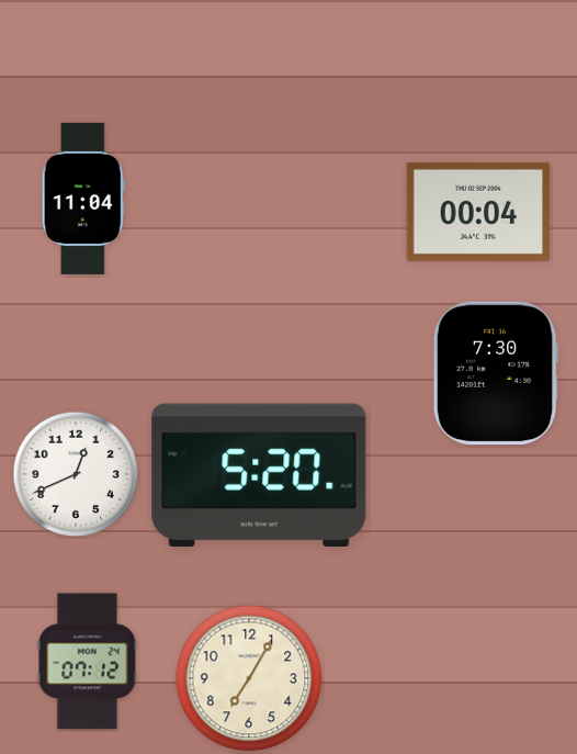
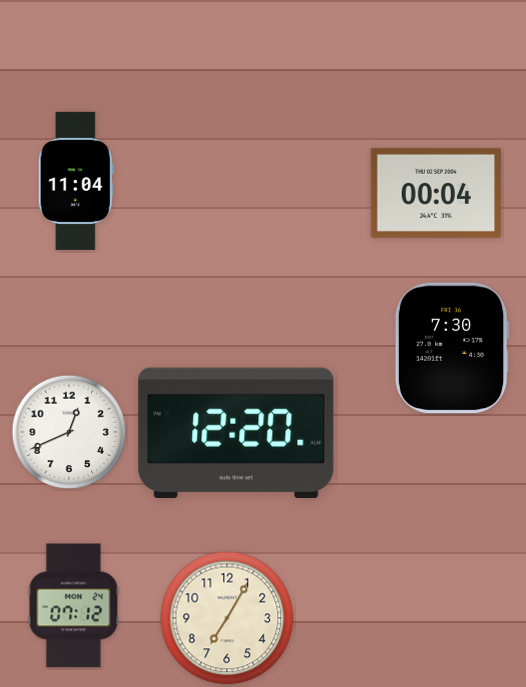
clock at (496, 373) position: (496, 373) -> (452, 348)
clock at (259, 474): 5:20 -> 12:20
clock at (88, 662) position: (88, 662) -> (74, 606)
